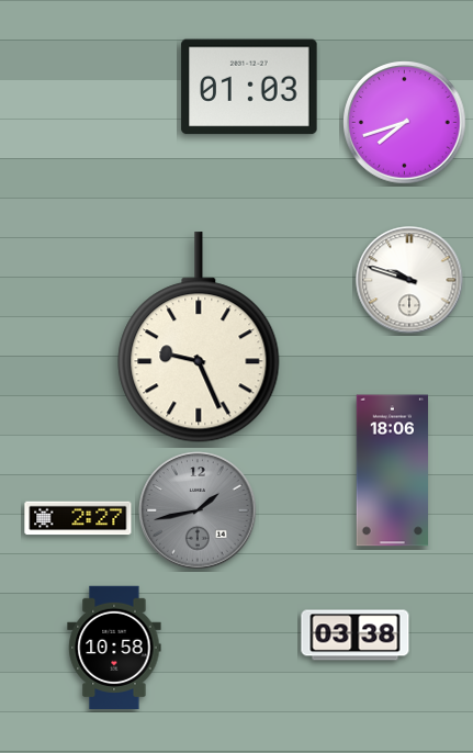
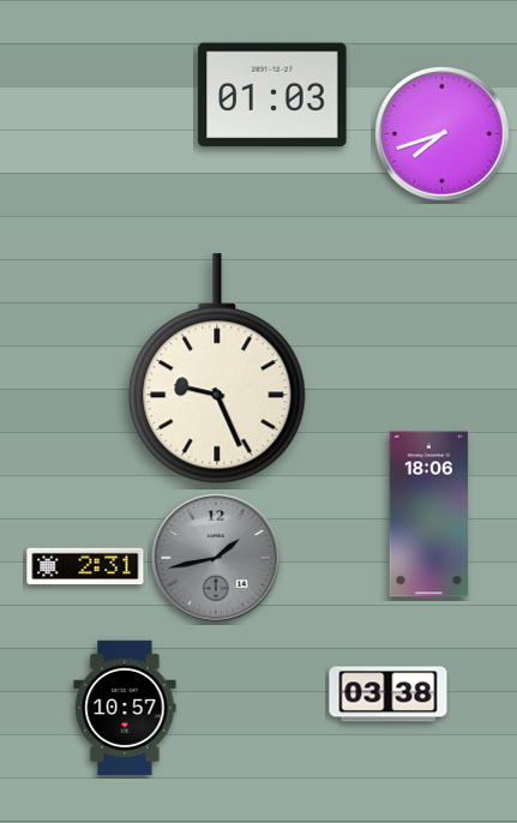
clock at (409, 280): 9:48 -> none
clock at (78, 518): 2:27 -> 2:31
clock at (114, 647): 10:58 -> 10:57
